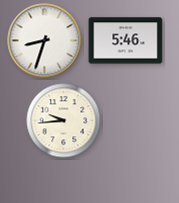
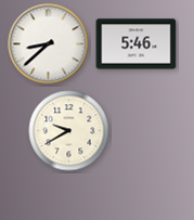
clock at (45, 41): 8:33 -> 8:38
clock at (64, 121): 9:44 -> 9:40
